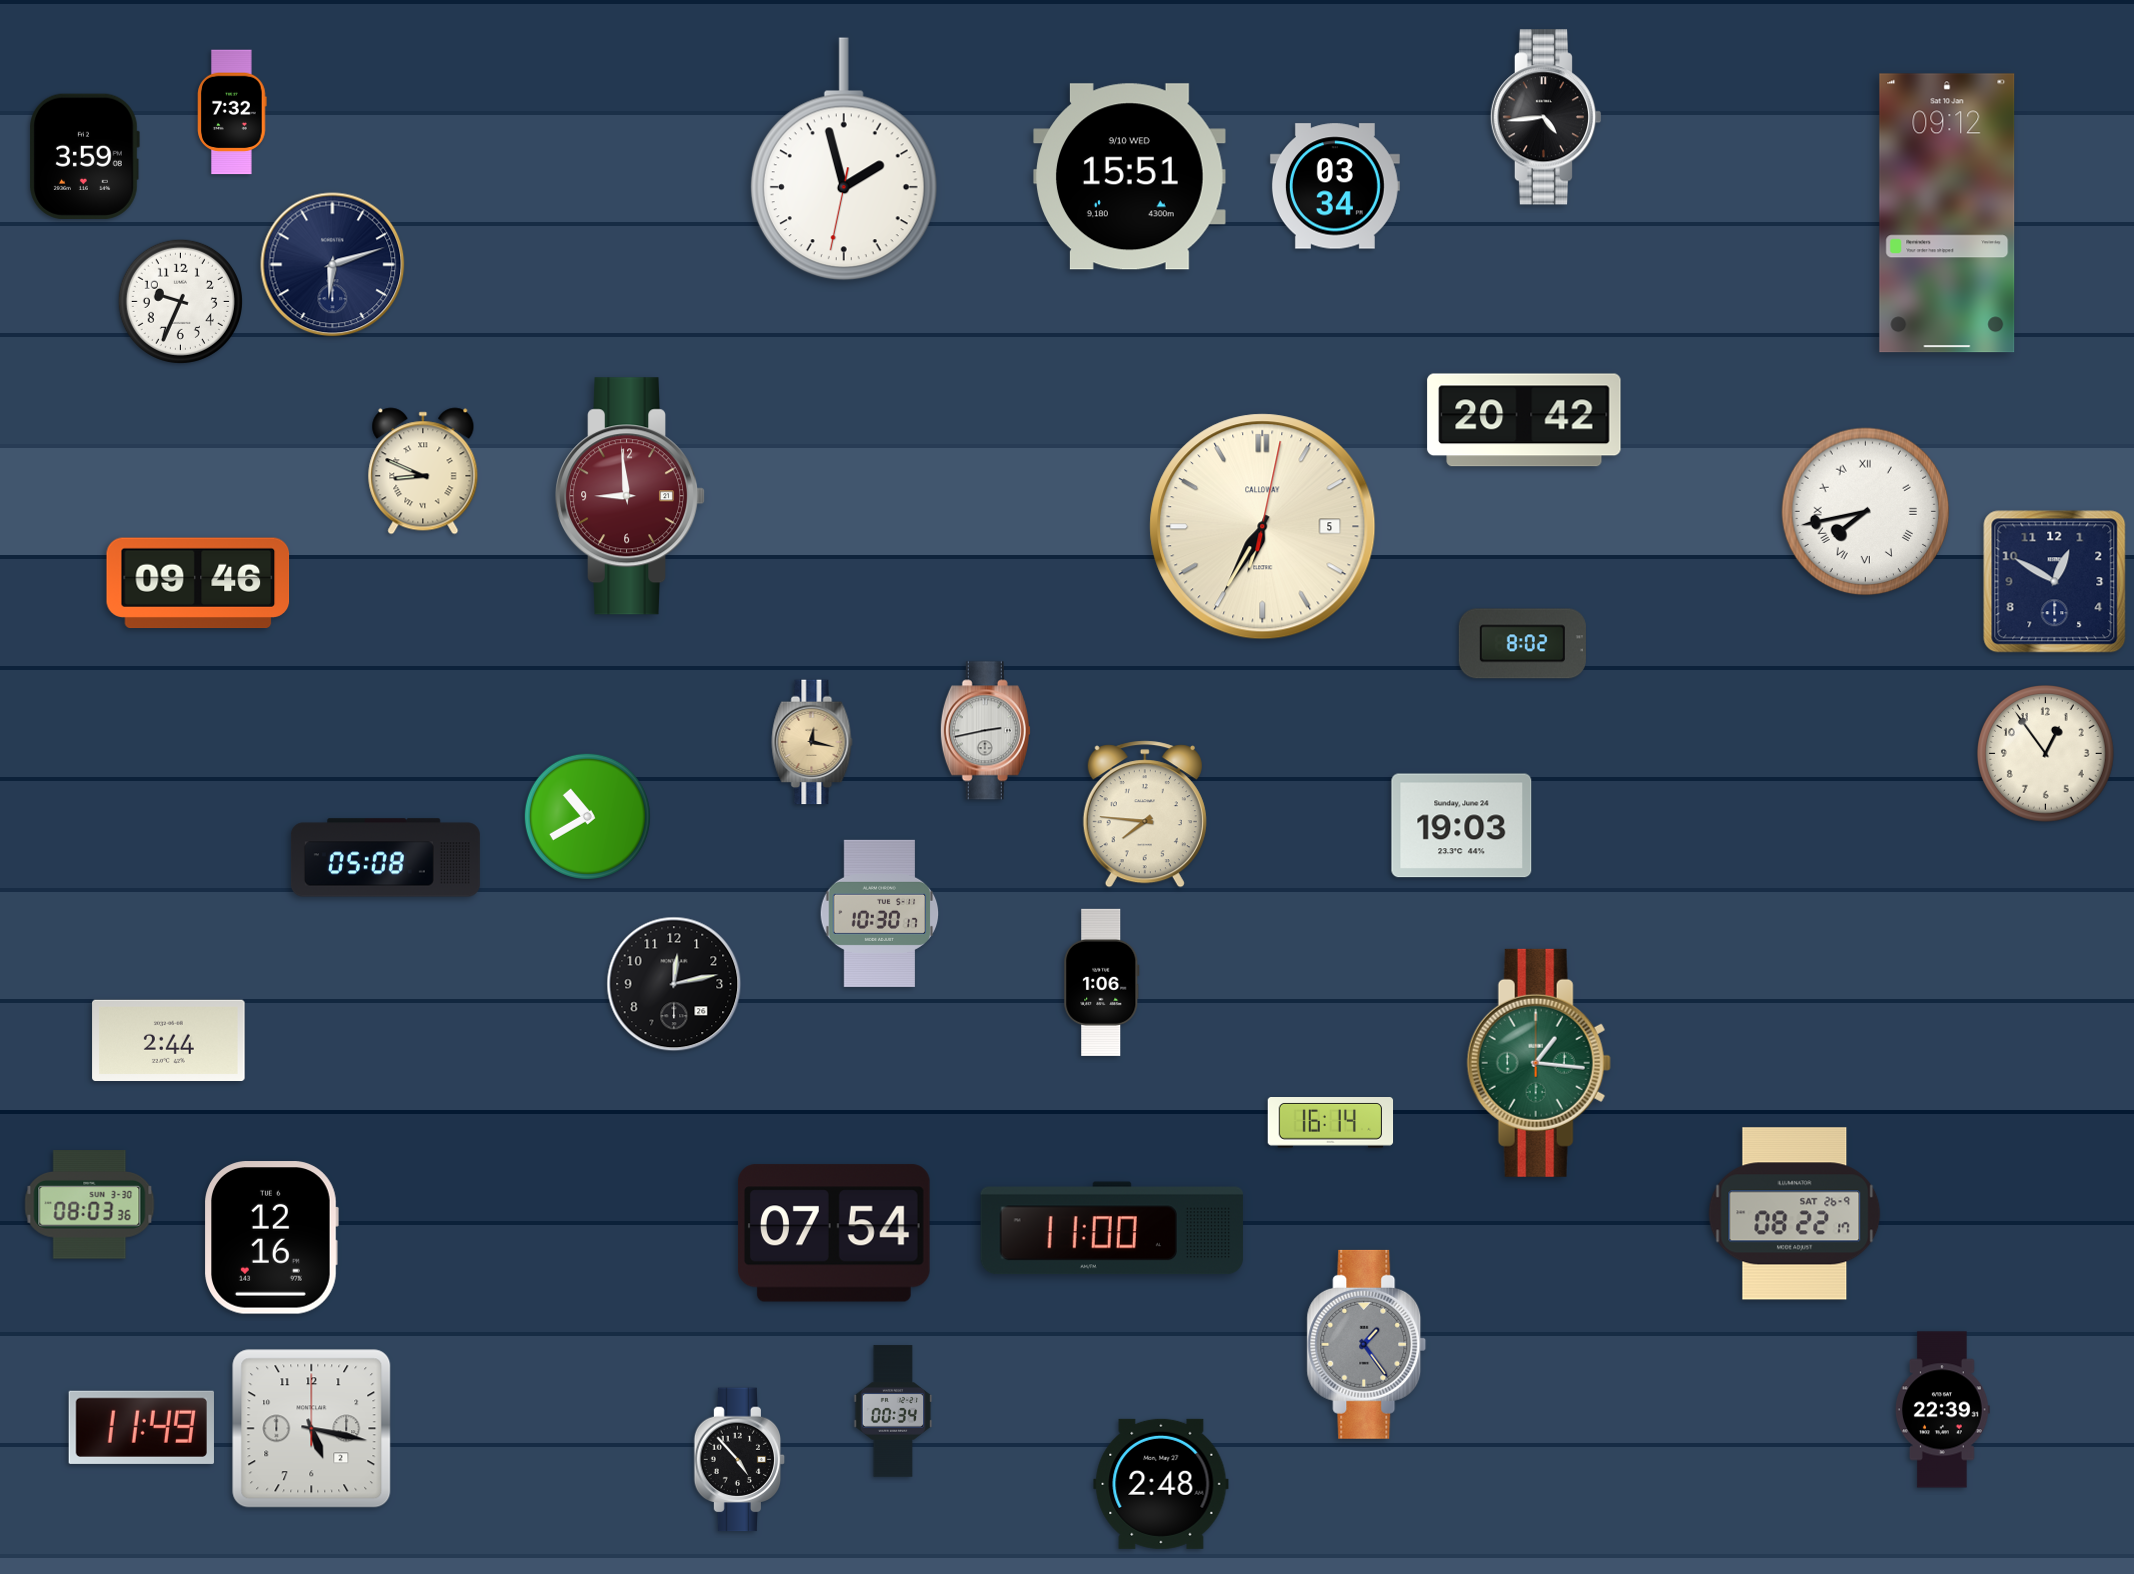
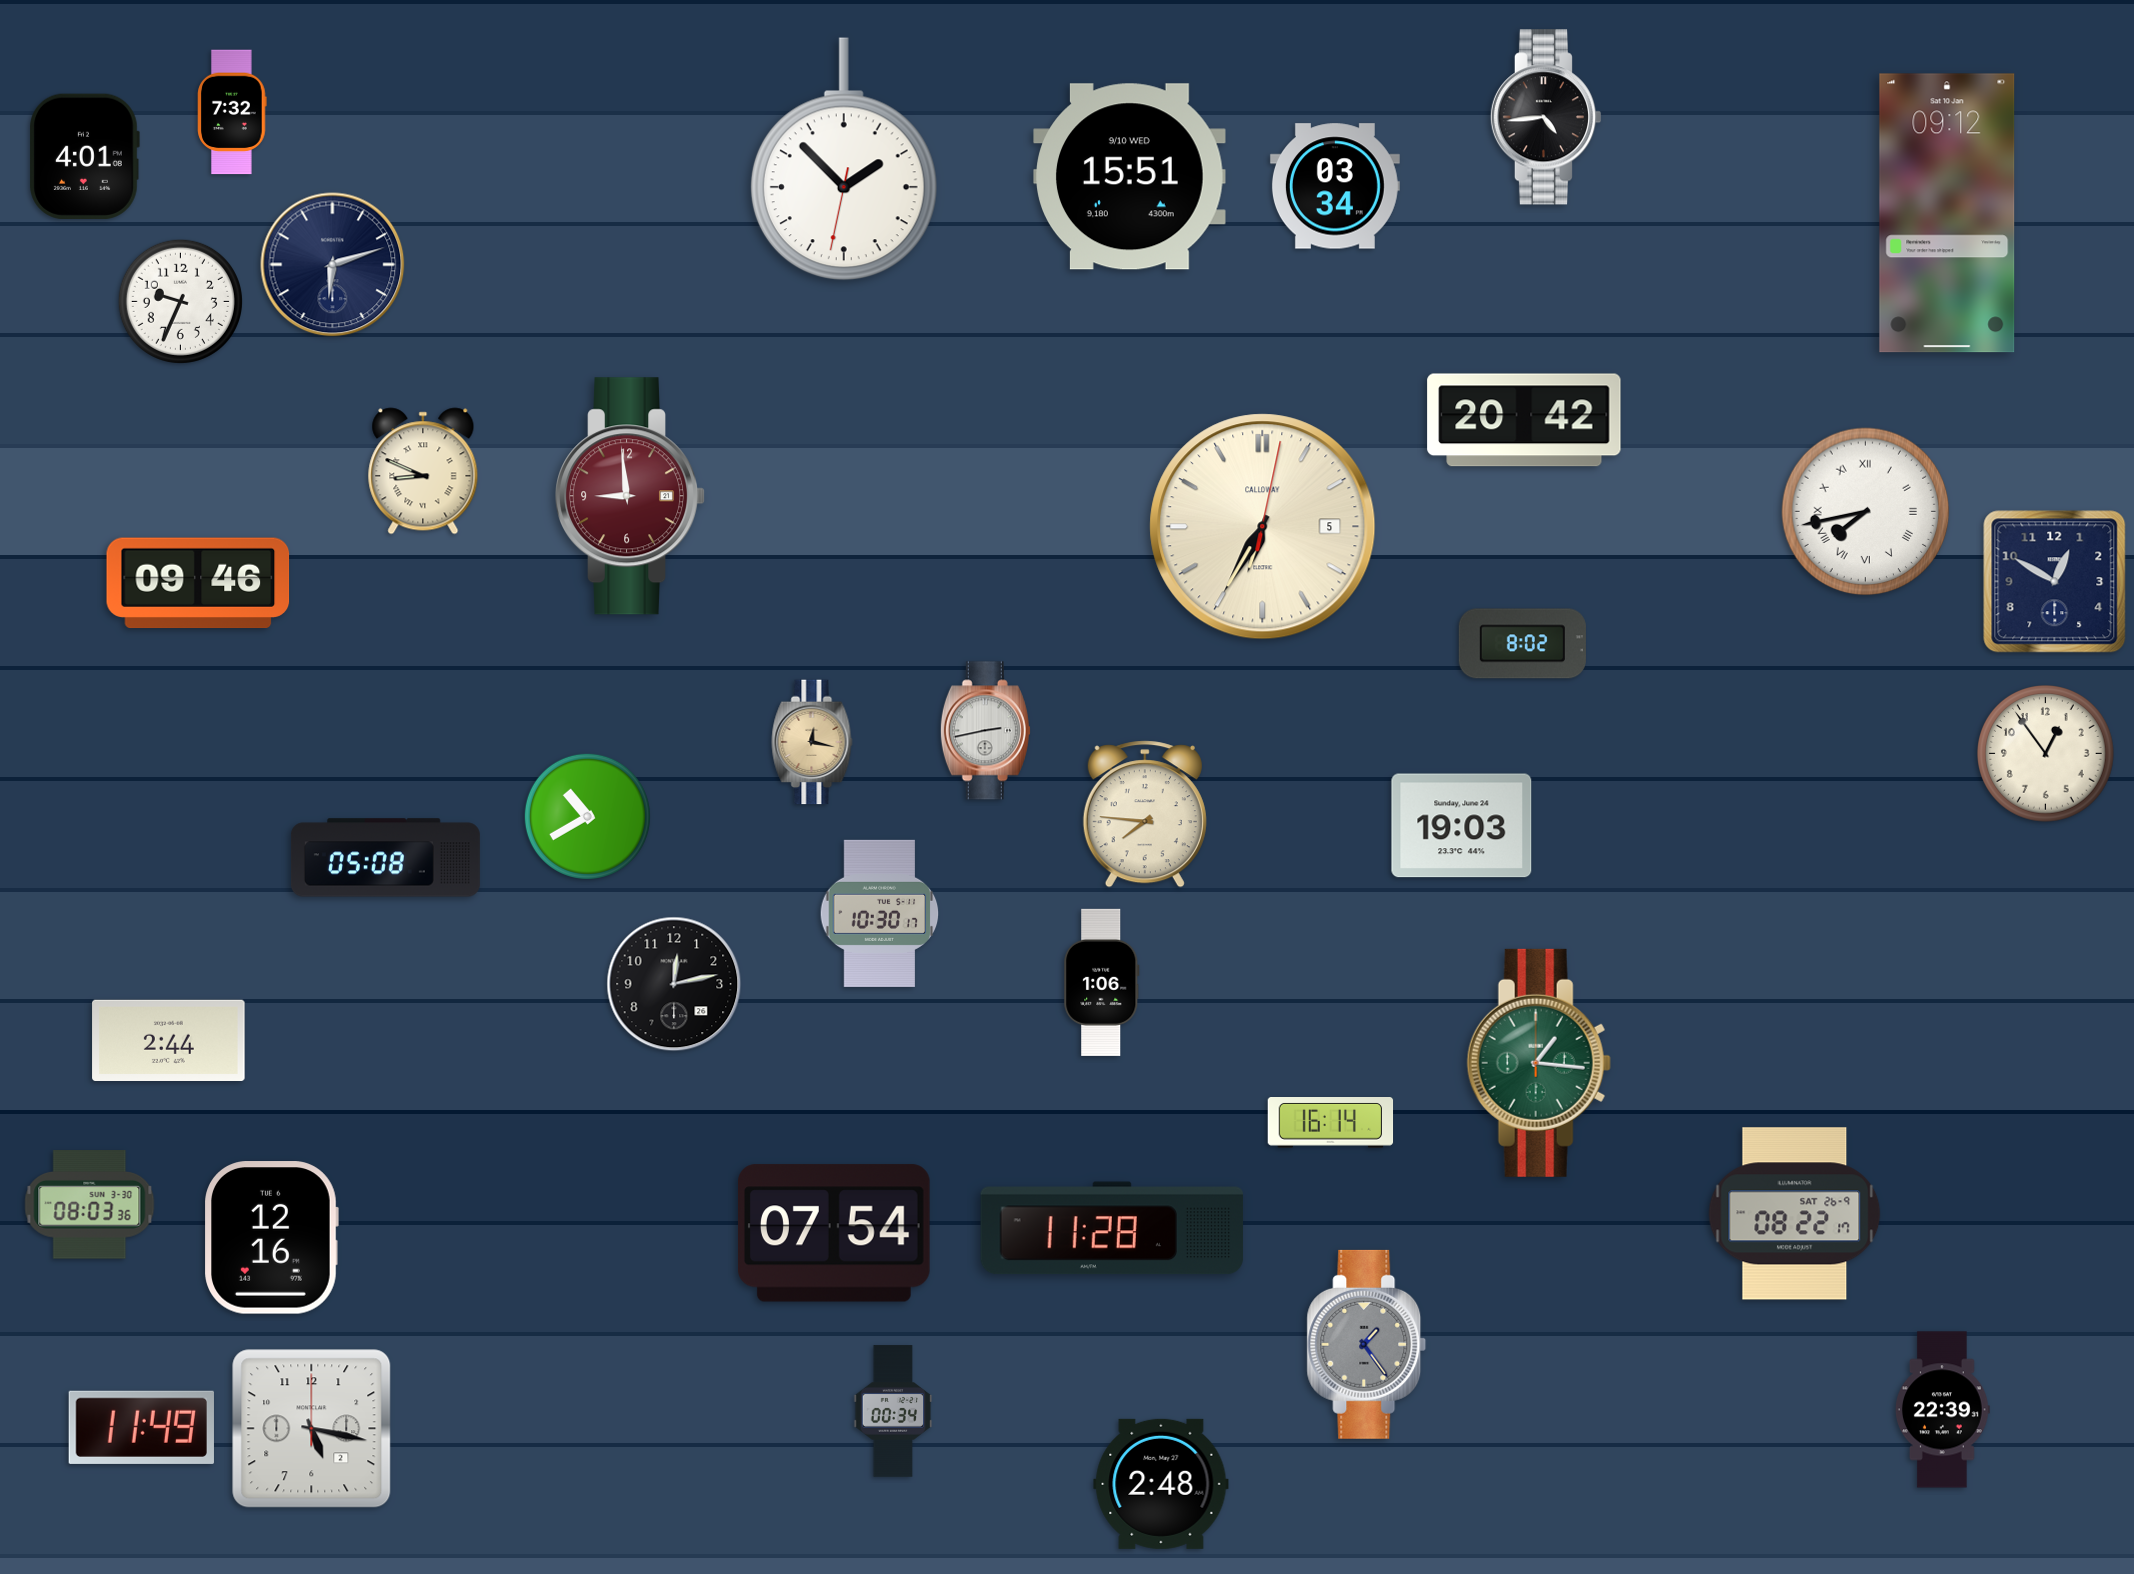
clock at (84, 156): 3:59 -> 4:01
clock at (844, 159): 1:57 -> 1:52
clock at (1112, 1228): 11:00 -> 11:28
clock at (740, 1460): 4:53 -> none
